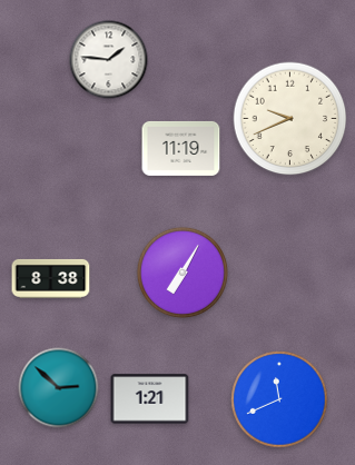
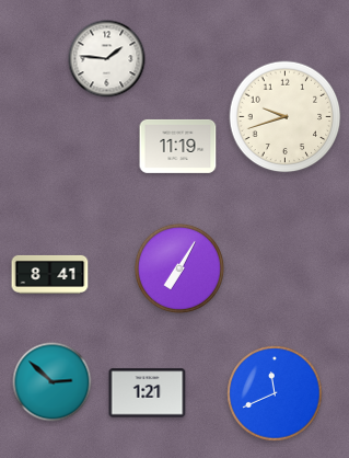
clock at (290, 119): 9:41 -> 9:42
clock at (51, 278): 8:38 -> 8:41
clock at (59, 388) position: (59, 388) -> (53, 382)
